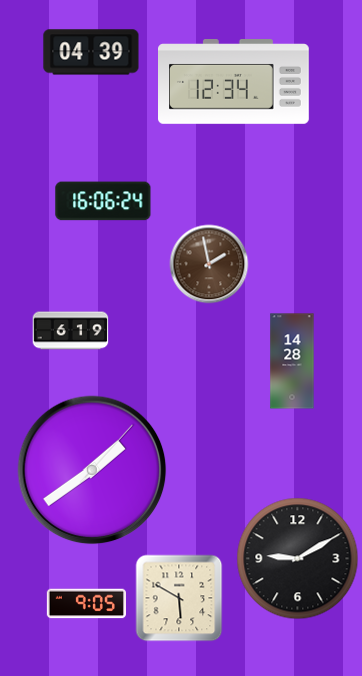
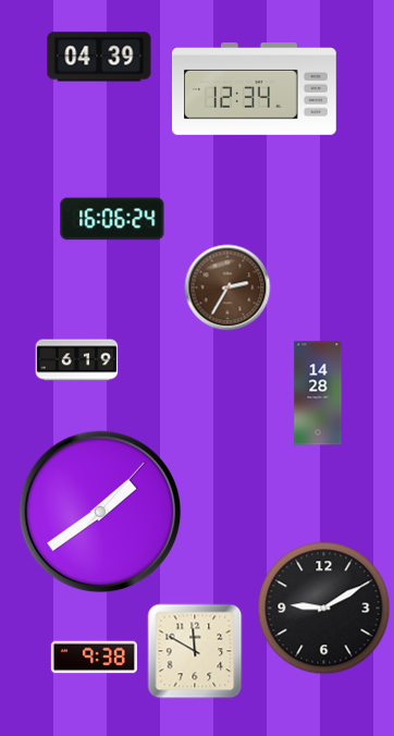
clock at (209, 264): 1:58 -> 2:35
clock at (179, 598): 5:50 -> 11:50
clock at (86, 604): 9:05 -> 9:38
